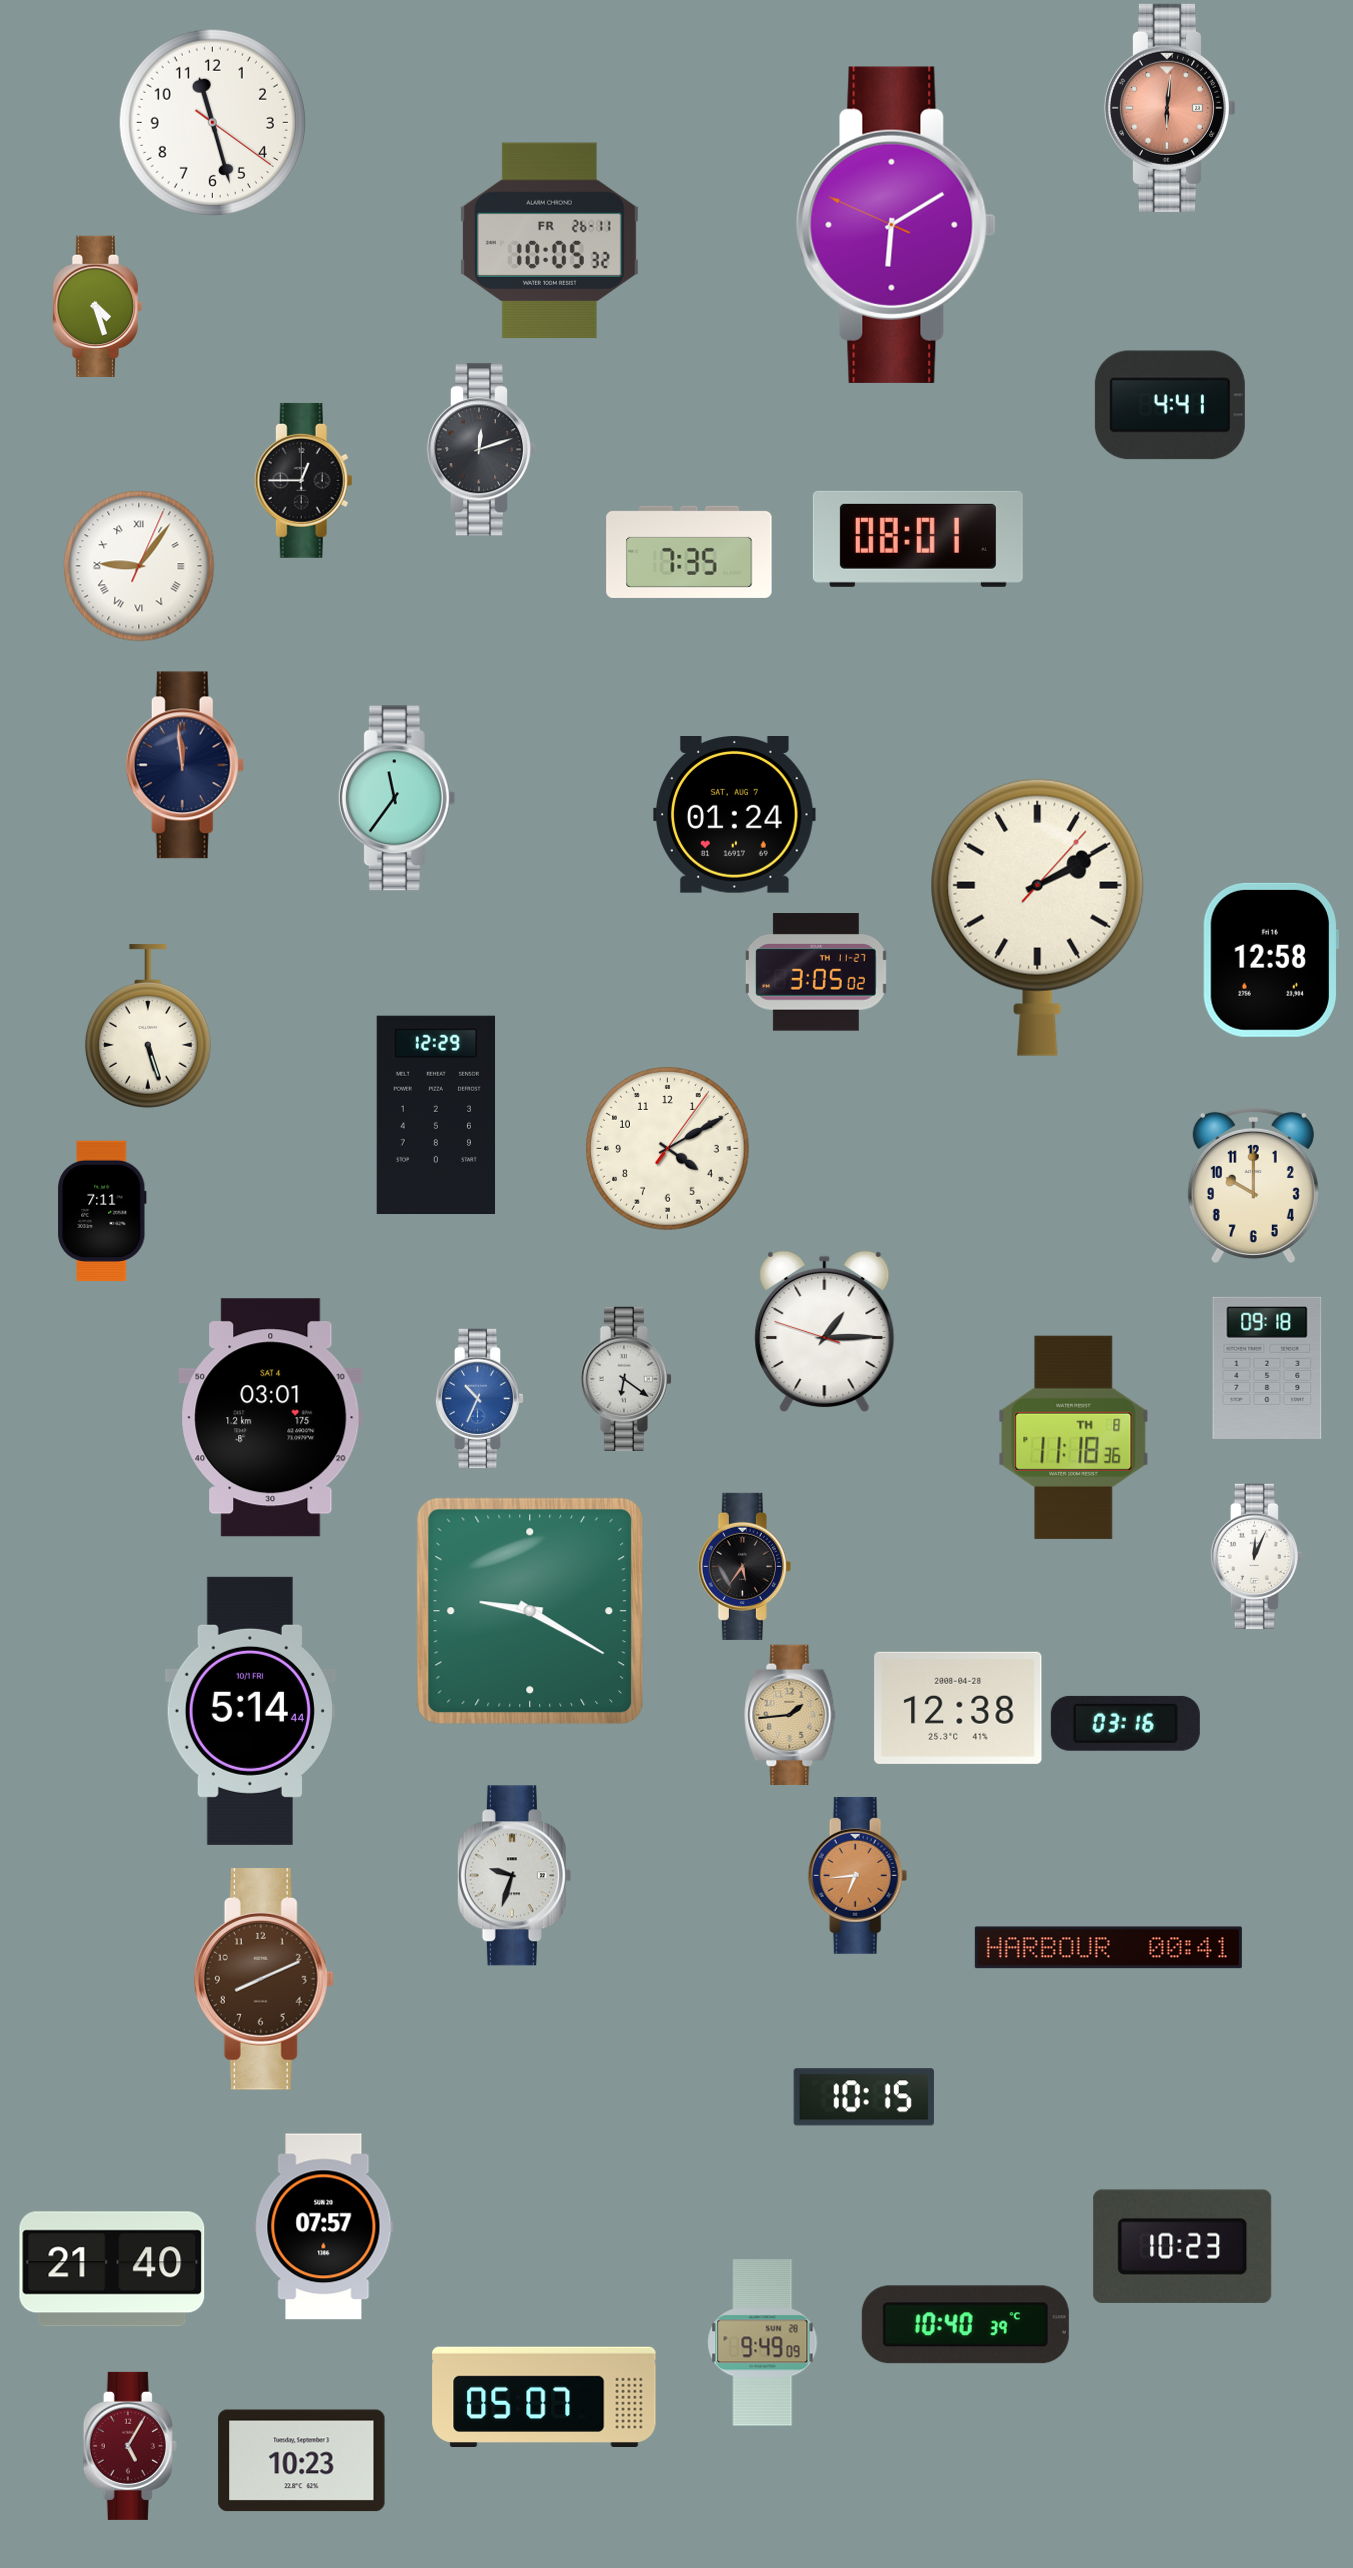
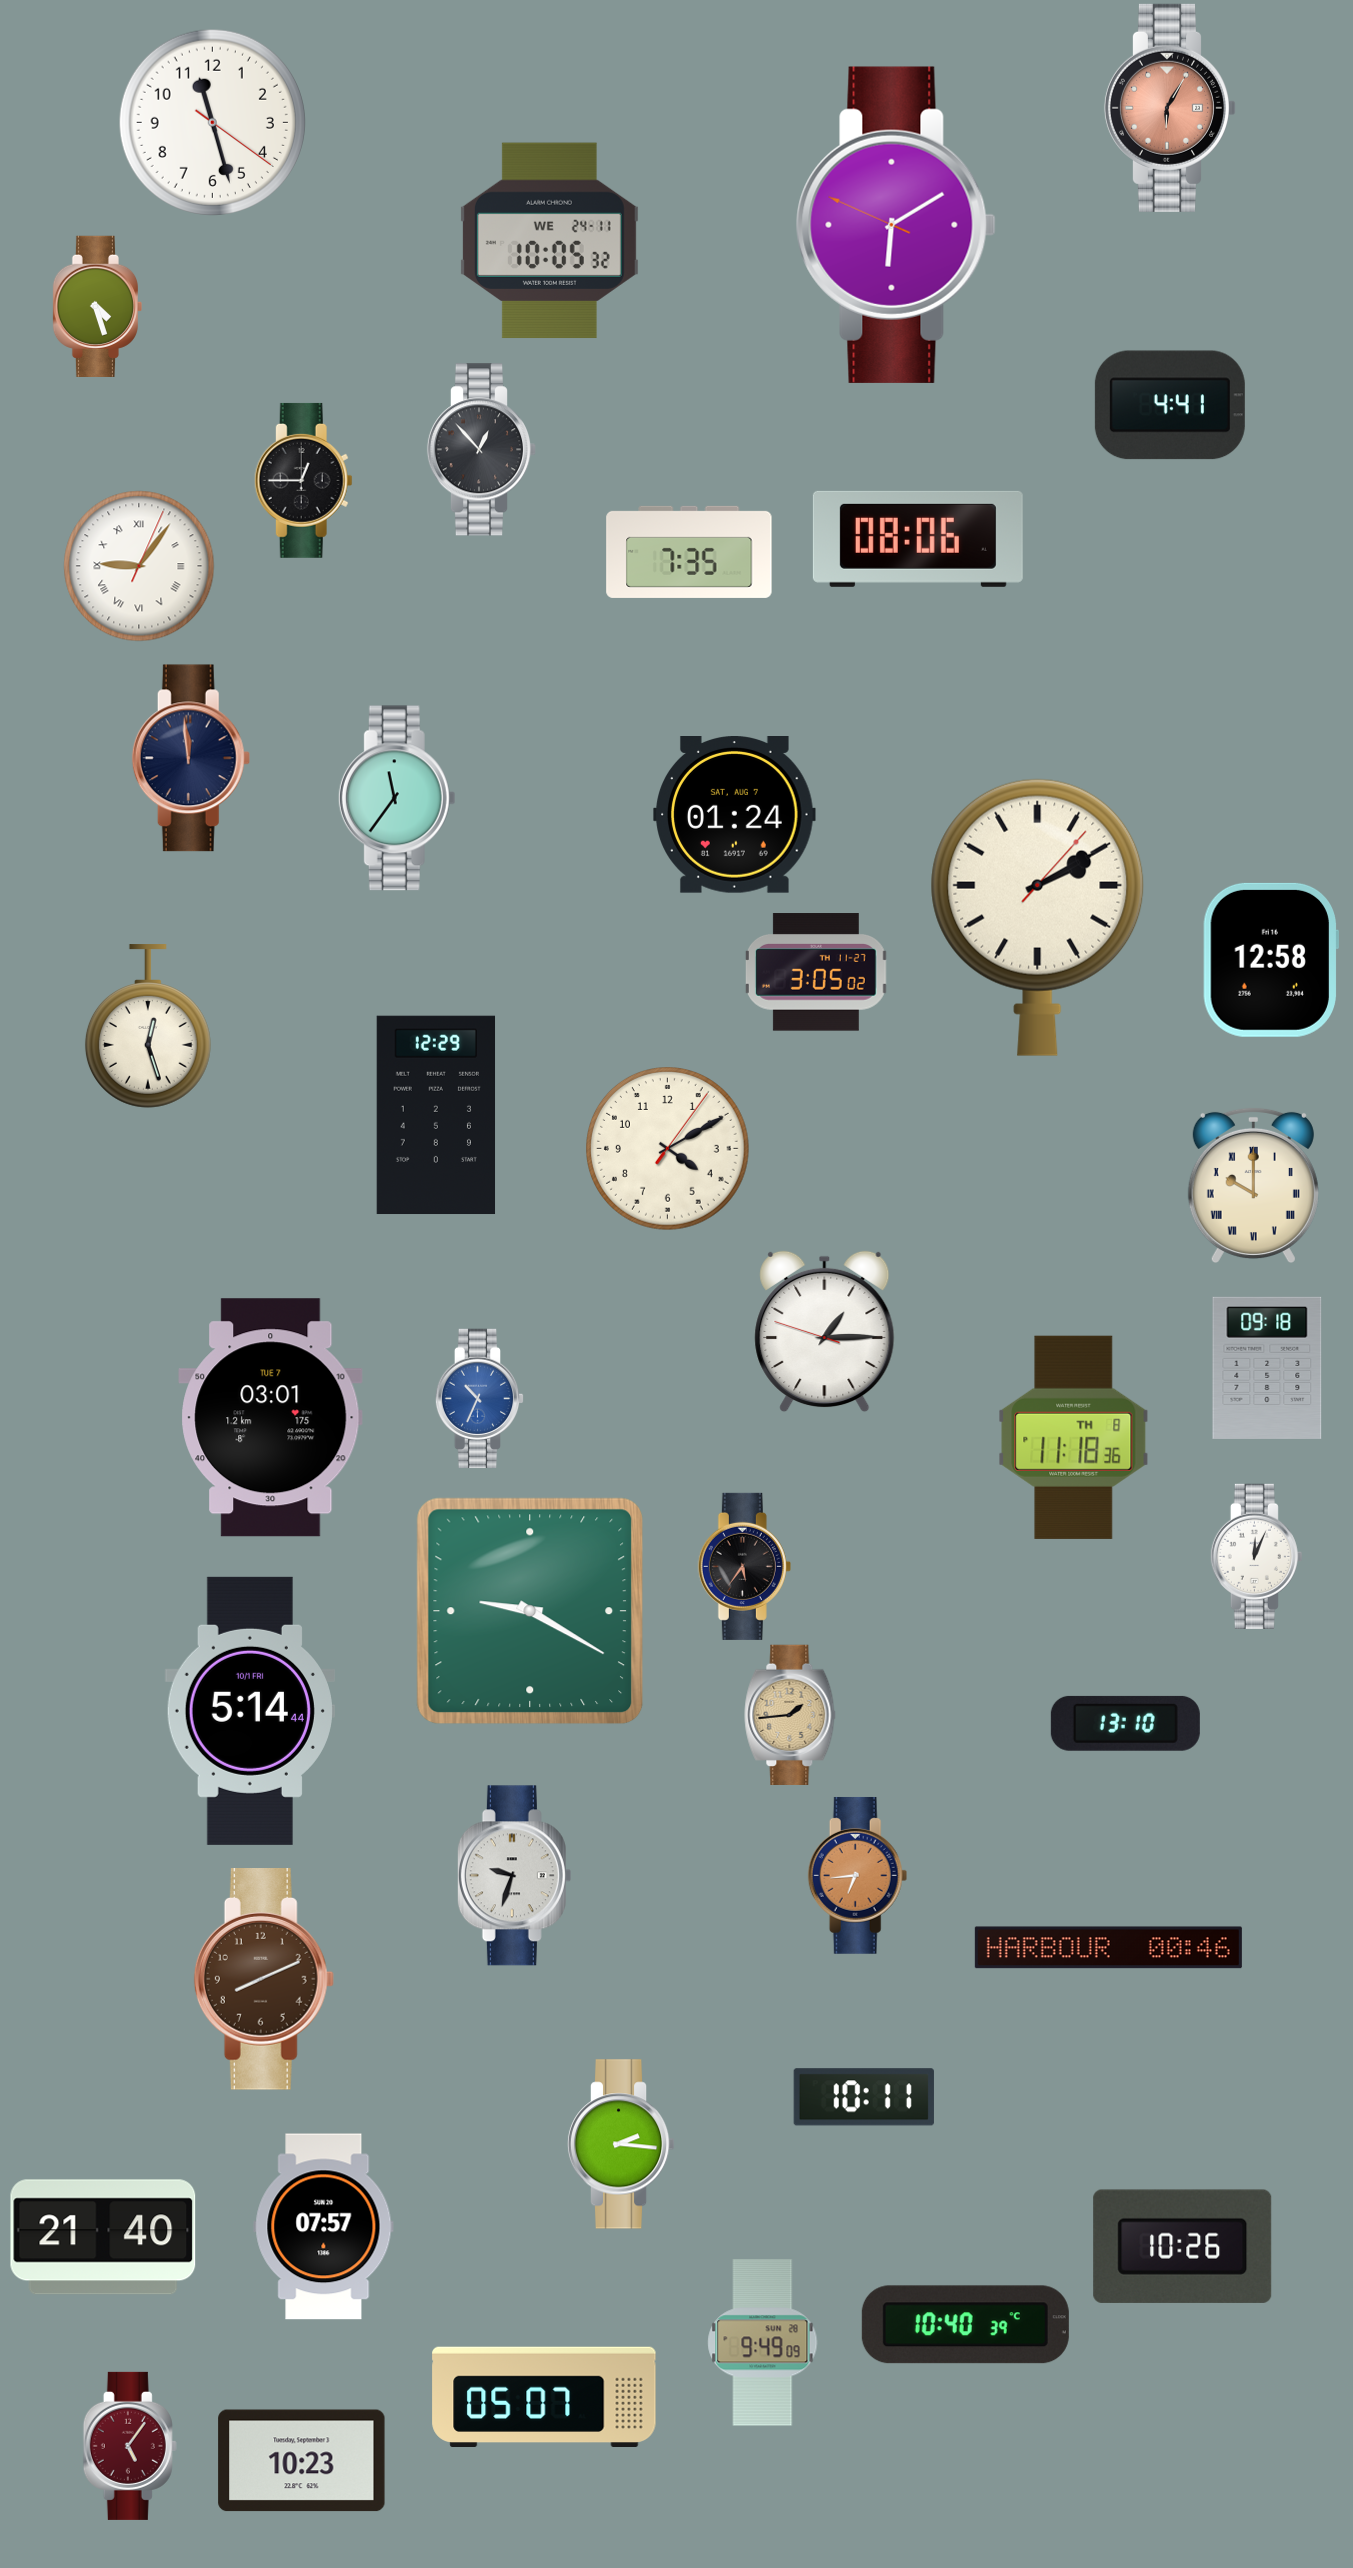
clock at (1170, 108): 6:01 -> 6:05
clock at (549, 241) date: FR 26-11 -> WE 24-11
clock at (482, 450): 12:12 -> 12:53
clock at (918, 539): 08:01 -> 08:06
clock at (185, 765) position: (185, 765) -> (191, 758)
clock at (148, 1026): 5:27 -> 12:27
clock at (1253, 1186) numerals: Arabic -> Roman
clock at (102, 1211): 7:11 -> none
clock at (626, 1379): 6:21 -> none
clock at (271, 1418) date: SAT 4 -> TUE 7
clock at (958, 1708): 12:38 -> none
clock at (1125, 1723): 03:16 -> 13:10
clock at (1108, 1948): 00:41 -> 00:46
clock at (864, 2097): 10:15 -> 10:11
clock at (621, 2144): none -> 2:16
clock at (1183, 2246): 10:23 -> 10:26
clock at (112, 2269) position: (112, 2269) -> (103, 2237)
clock at (130, 2446): 5:05 -> 5:06
